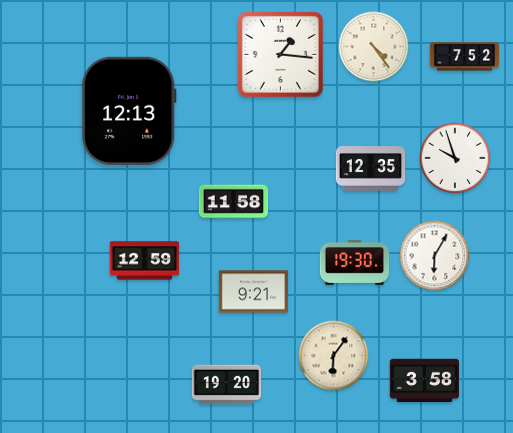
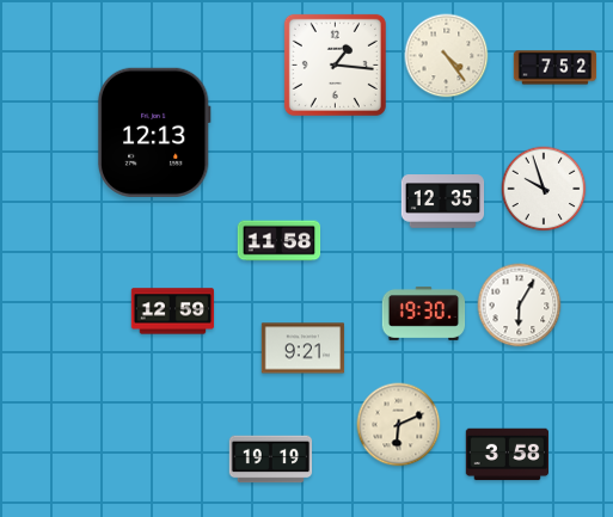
clock at (334, 356): 6:06 -> 6:11
clock at (227, 385): 19:20 -> 19:19
